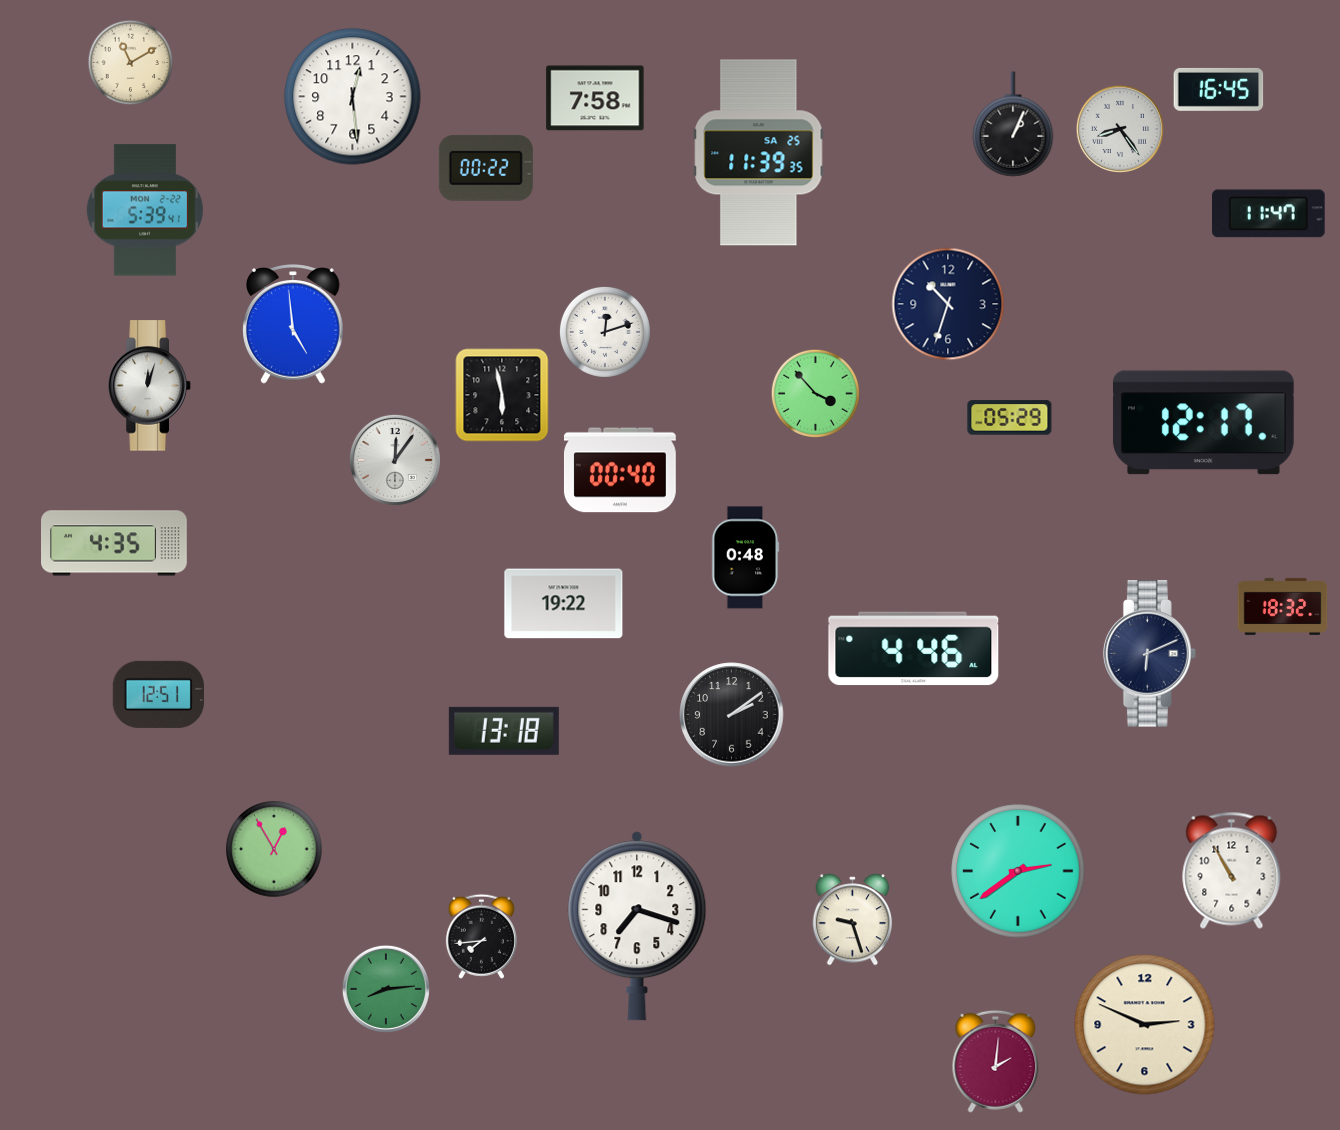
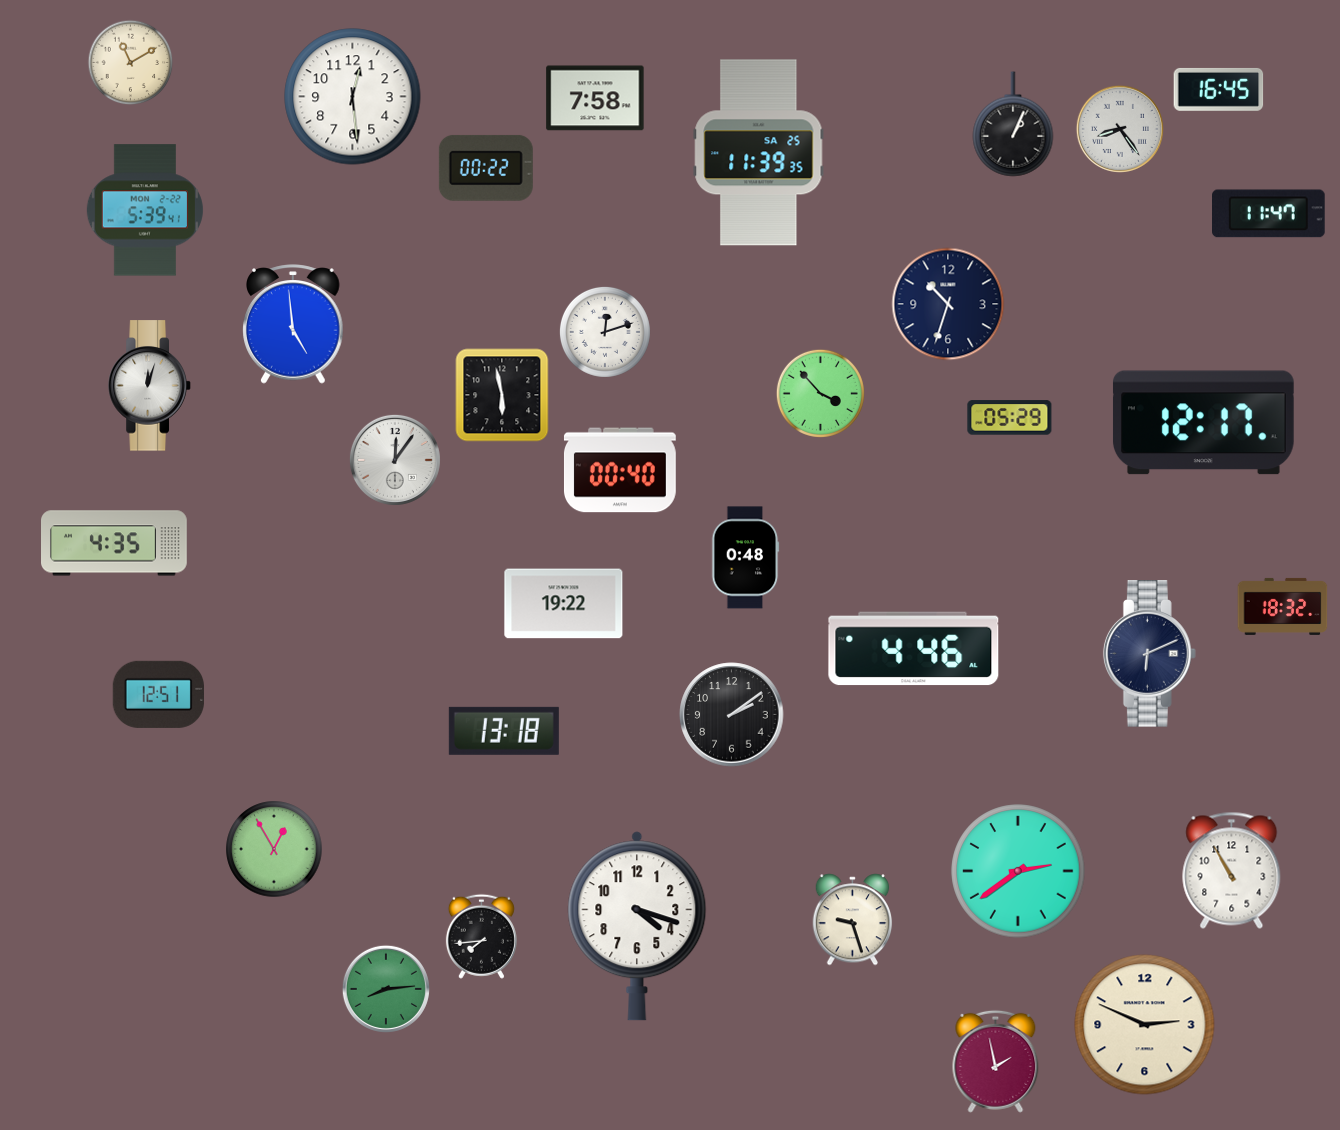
clock at (815, 393) position: (815, 393) -> (820, 393)
clock at (637, 926): 7:18 -> 4:18
clock at (996, 1061): 2:01 -> 1:58
